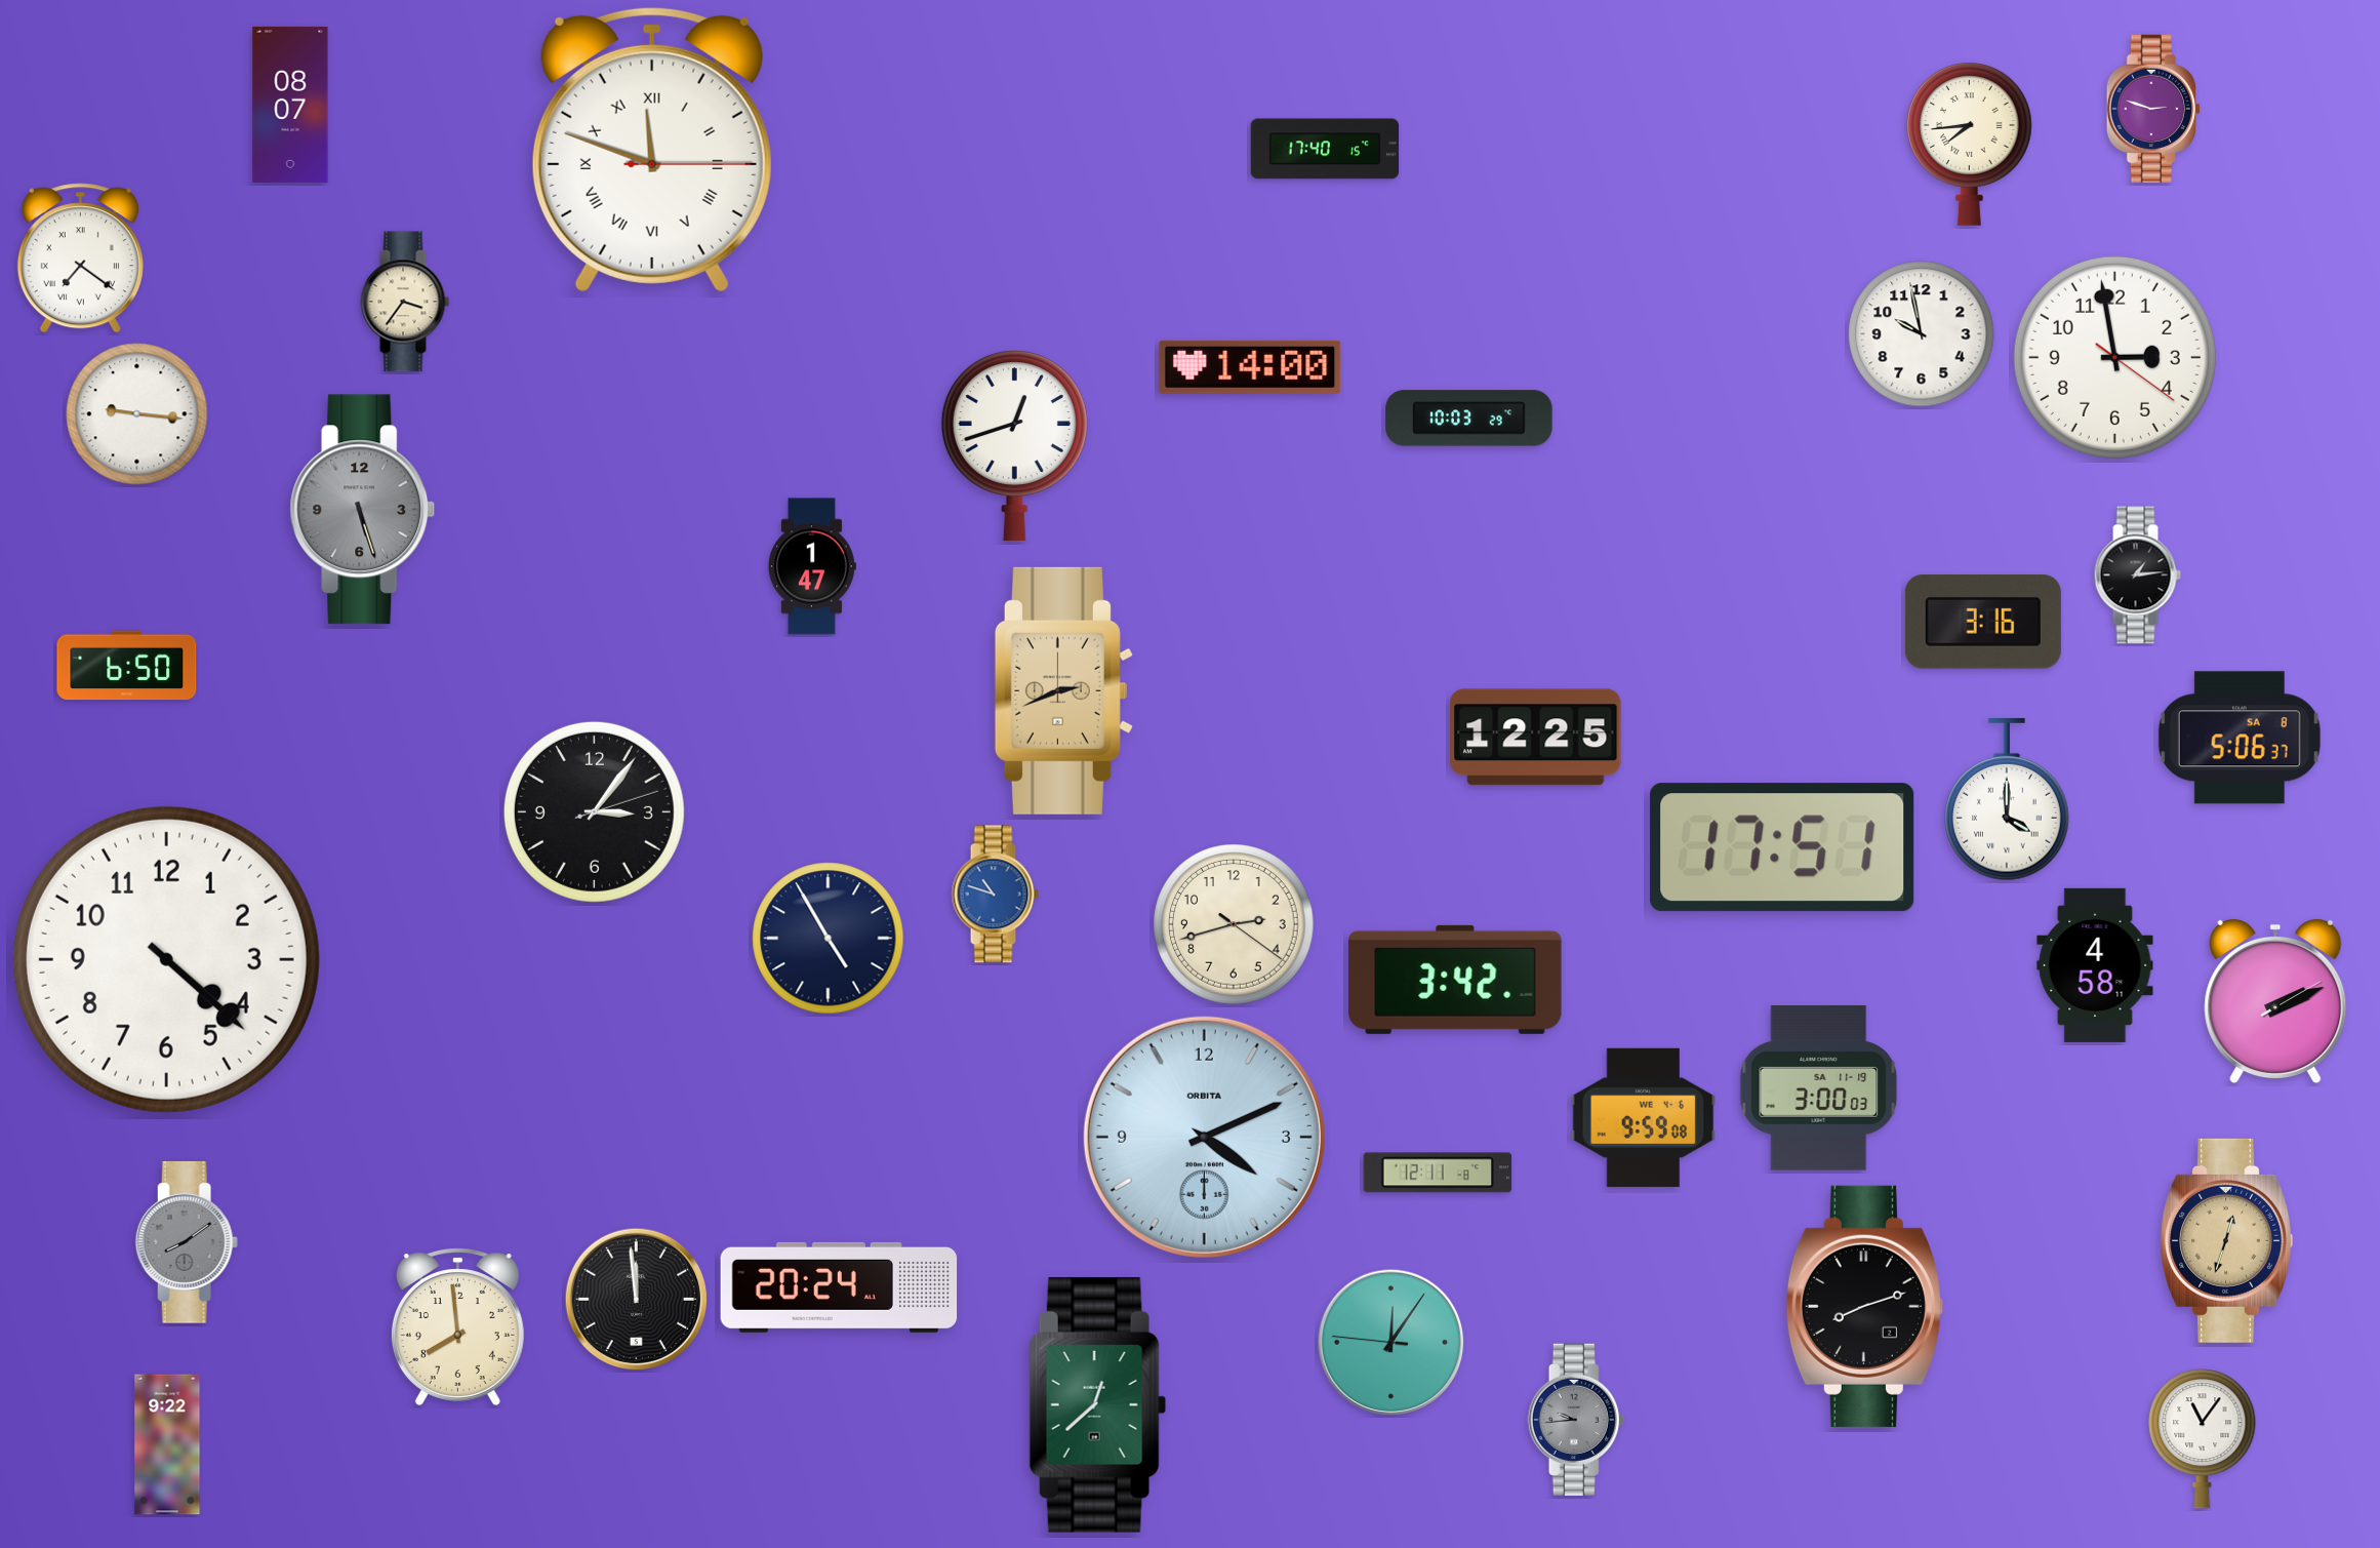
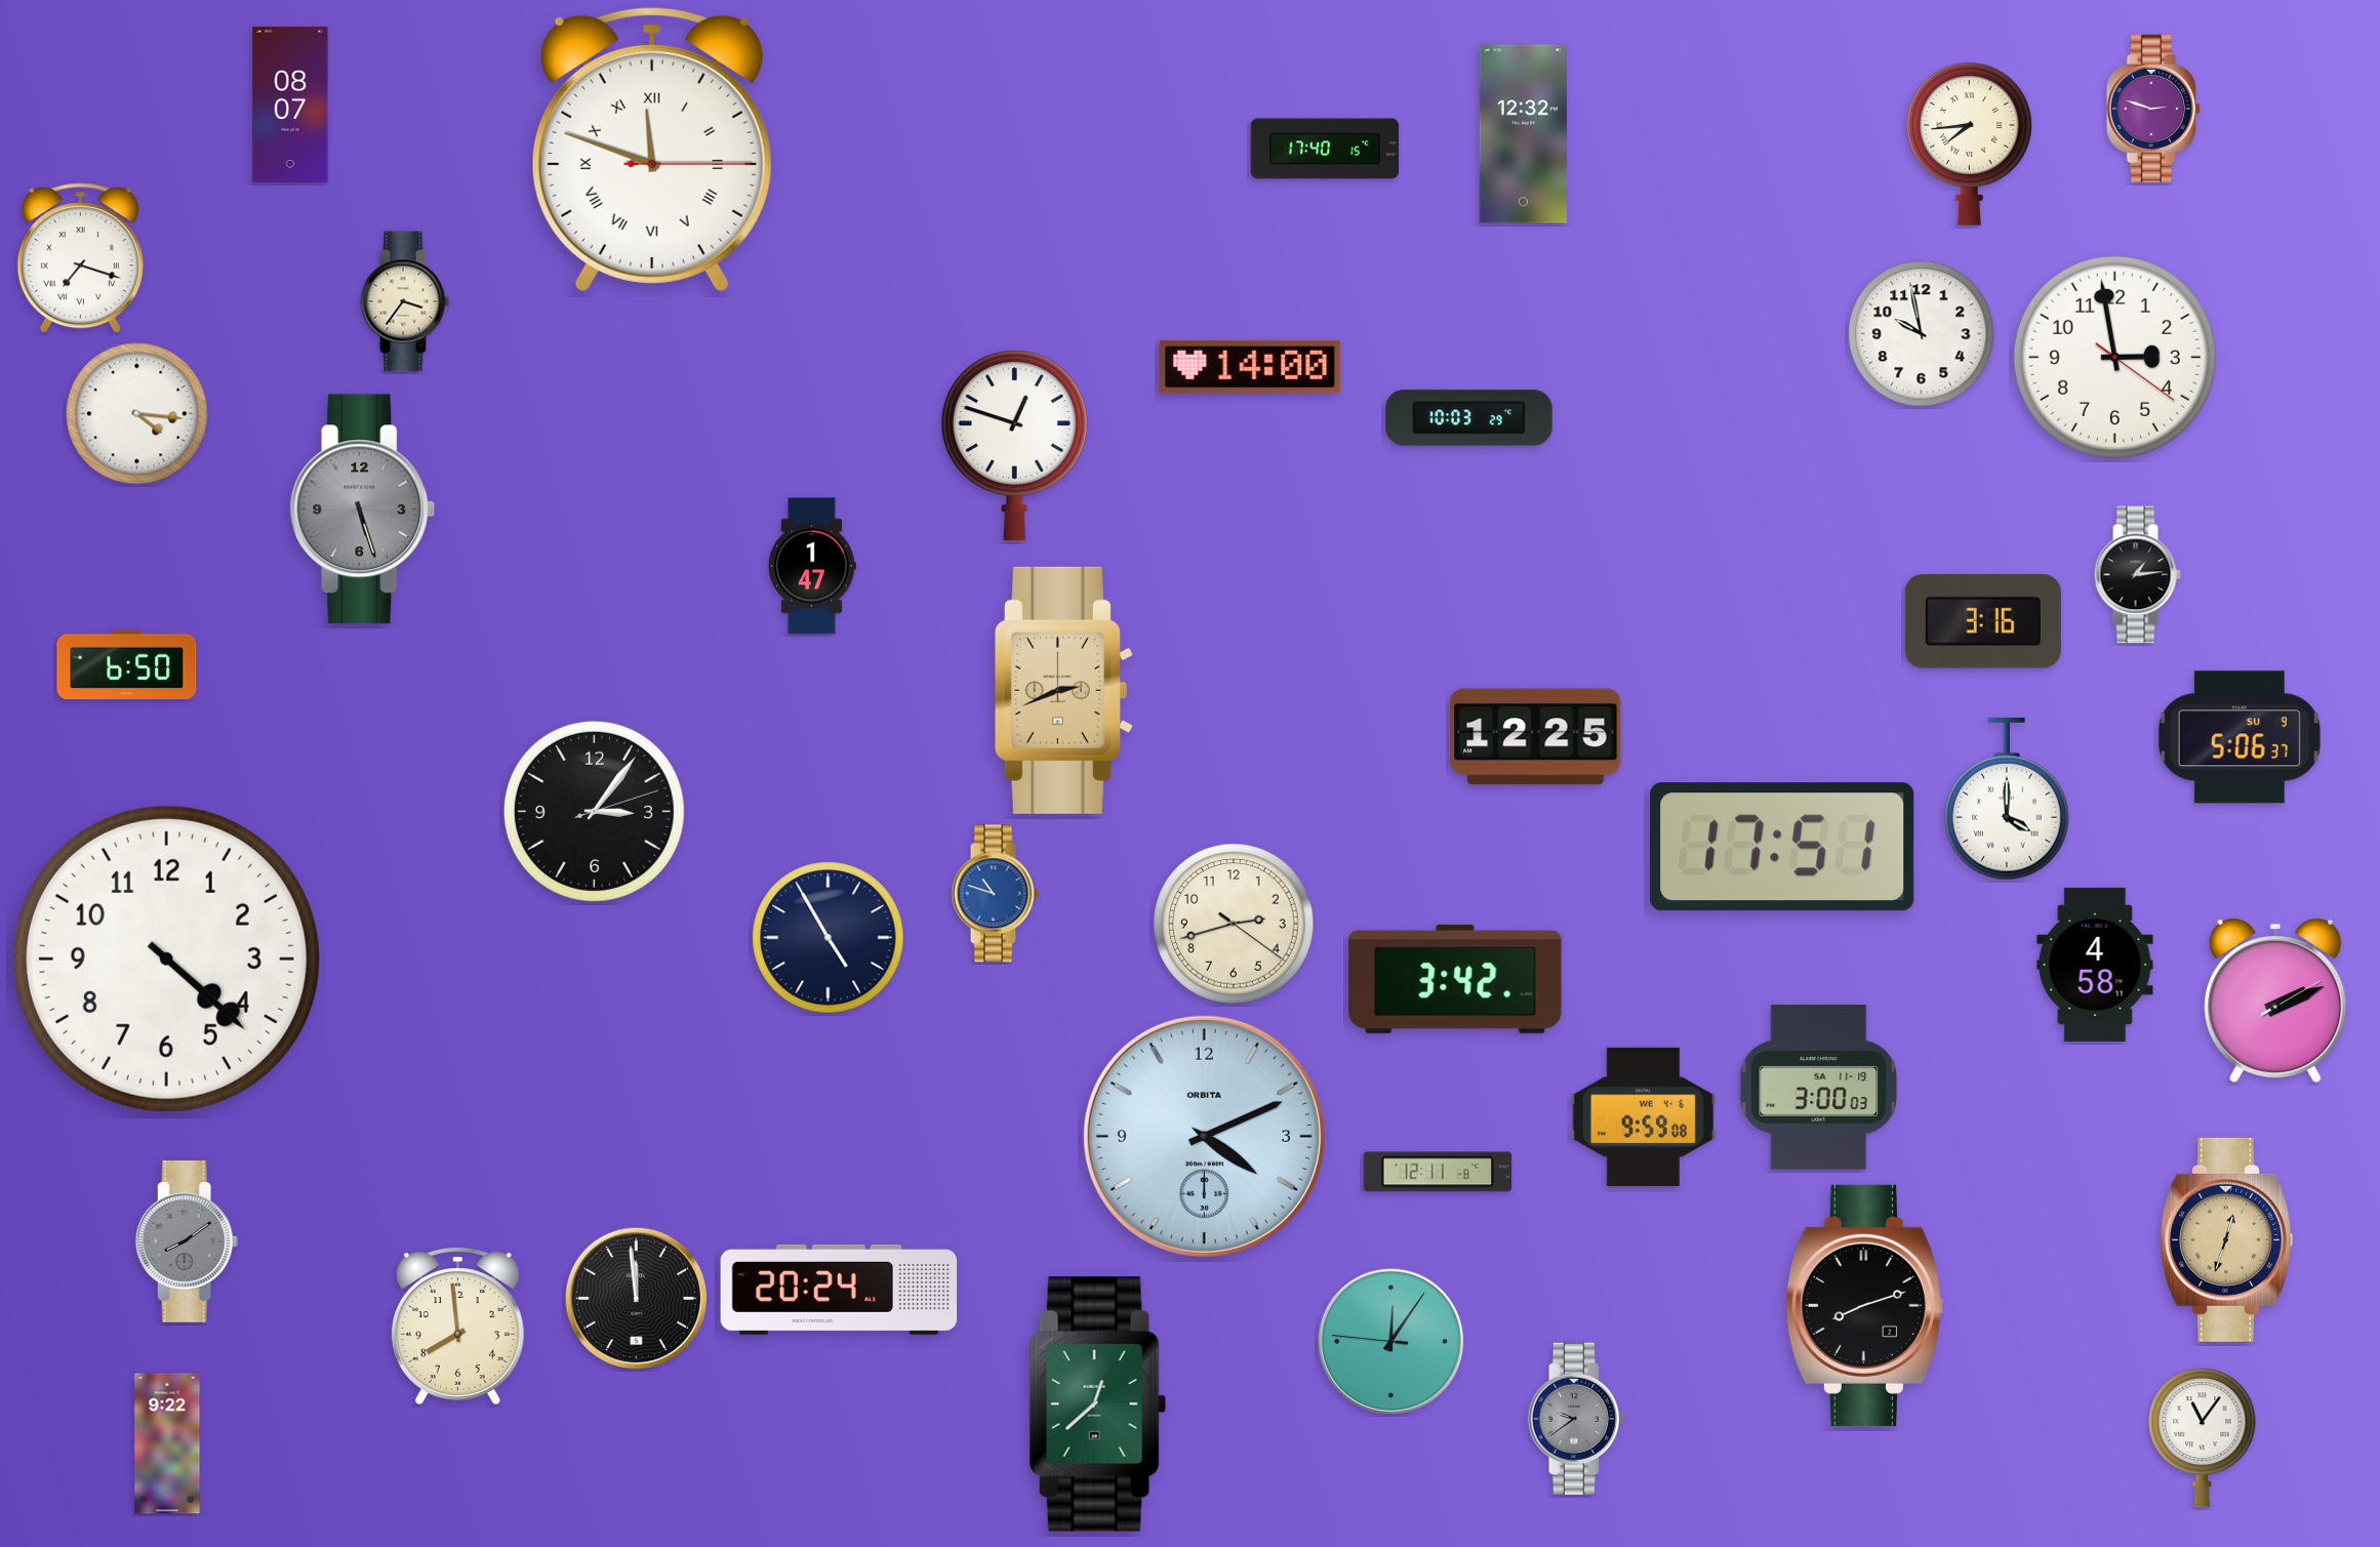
clock at (1523, 134): none -> 12:32
clock at (80, 259): 7:21 -> 7:18
clock at (137, 414): 9:16 -> 4:16
clock at (1014, 446): 12:42 -> 12:48
clock at (2240, 738) date: SA 8 -> SU 9
clock at (839, 1287) position: (839, 1287) -> (839, 1290)
clock at (1576, 1420): 9:44 -> 9:39
